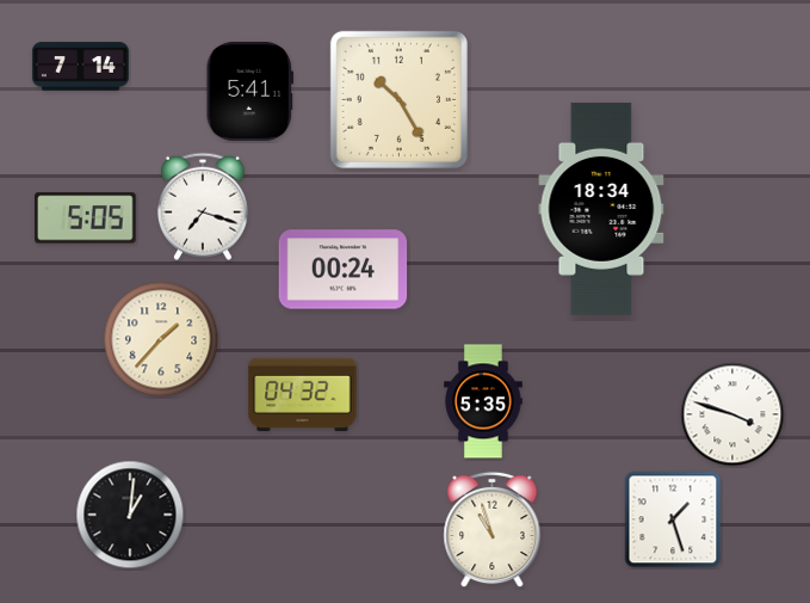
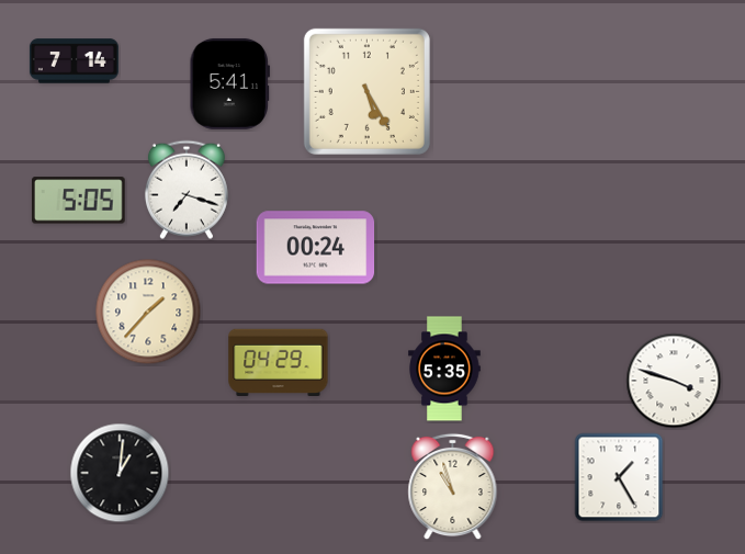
clock at (398, 99): 10:25 -> 5:25
clock at (601, 209): 18:34 -> none
clock at (303, 394): 04:32 -> 04:29
clock at (673, 519): 1:27 -> 1:25
